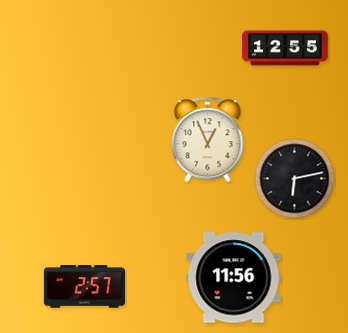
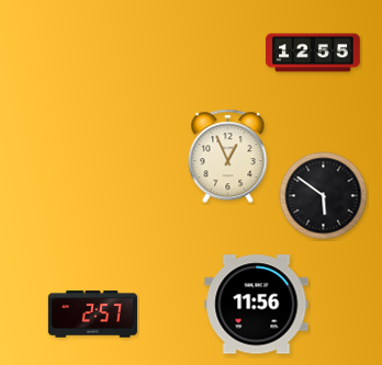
clock at (208, 140) position: (208, 140) -> (228, 157)
clock at (295, 179): 6:13 -> 5:51
